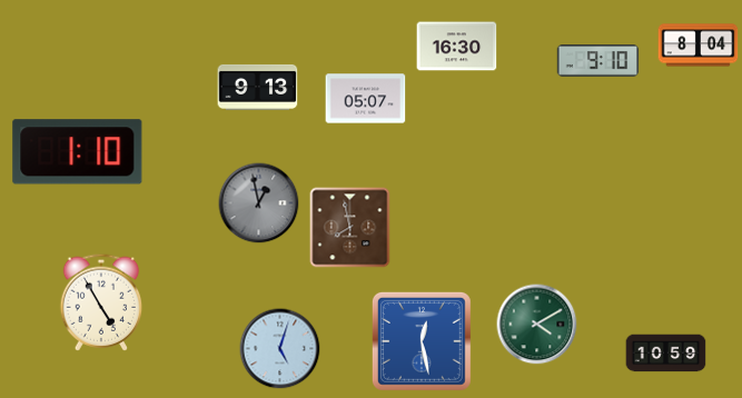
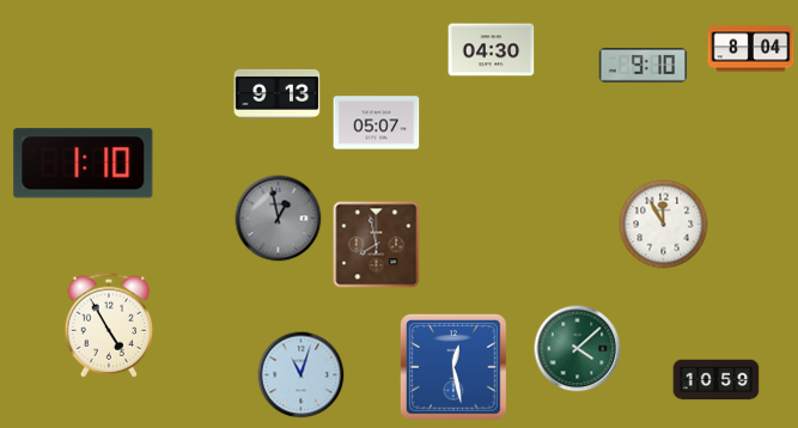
clock at (457, 47): 16:30 -> 04:30
clock at (366, 99) position: (366, 99) -> (377, 123)
clock at (664, 225): none -> 11:55
clock at (537, 325): 4:10 -> 4:08
clock at (280, 349): 5:03 -> 11:03
